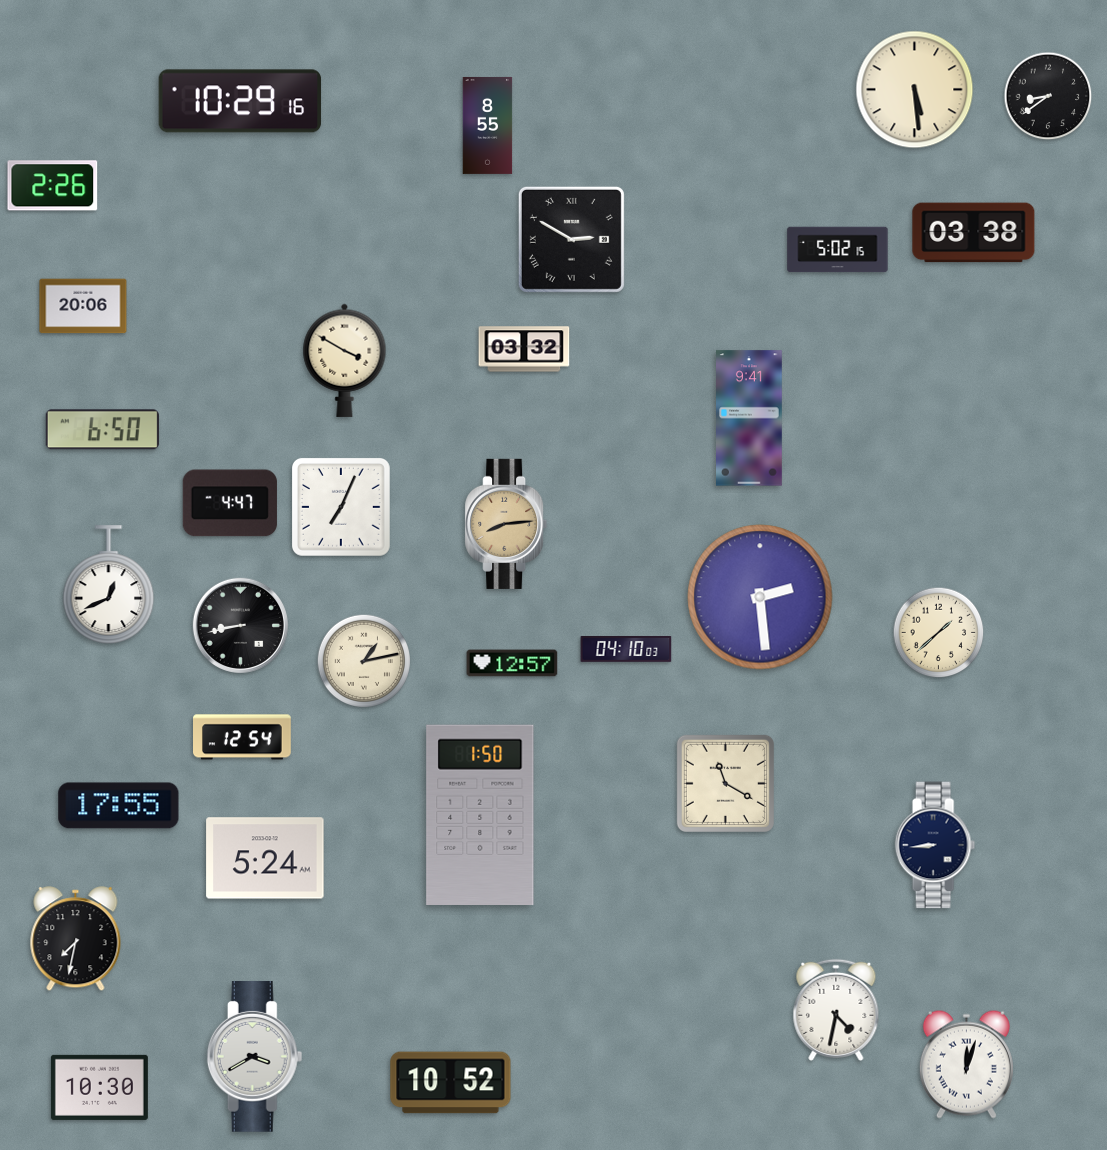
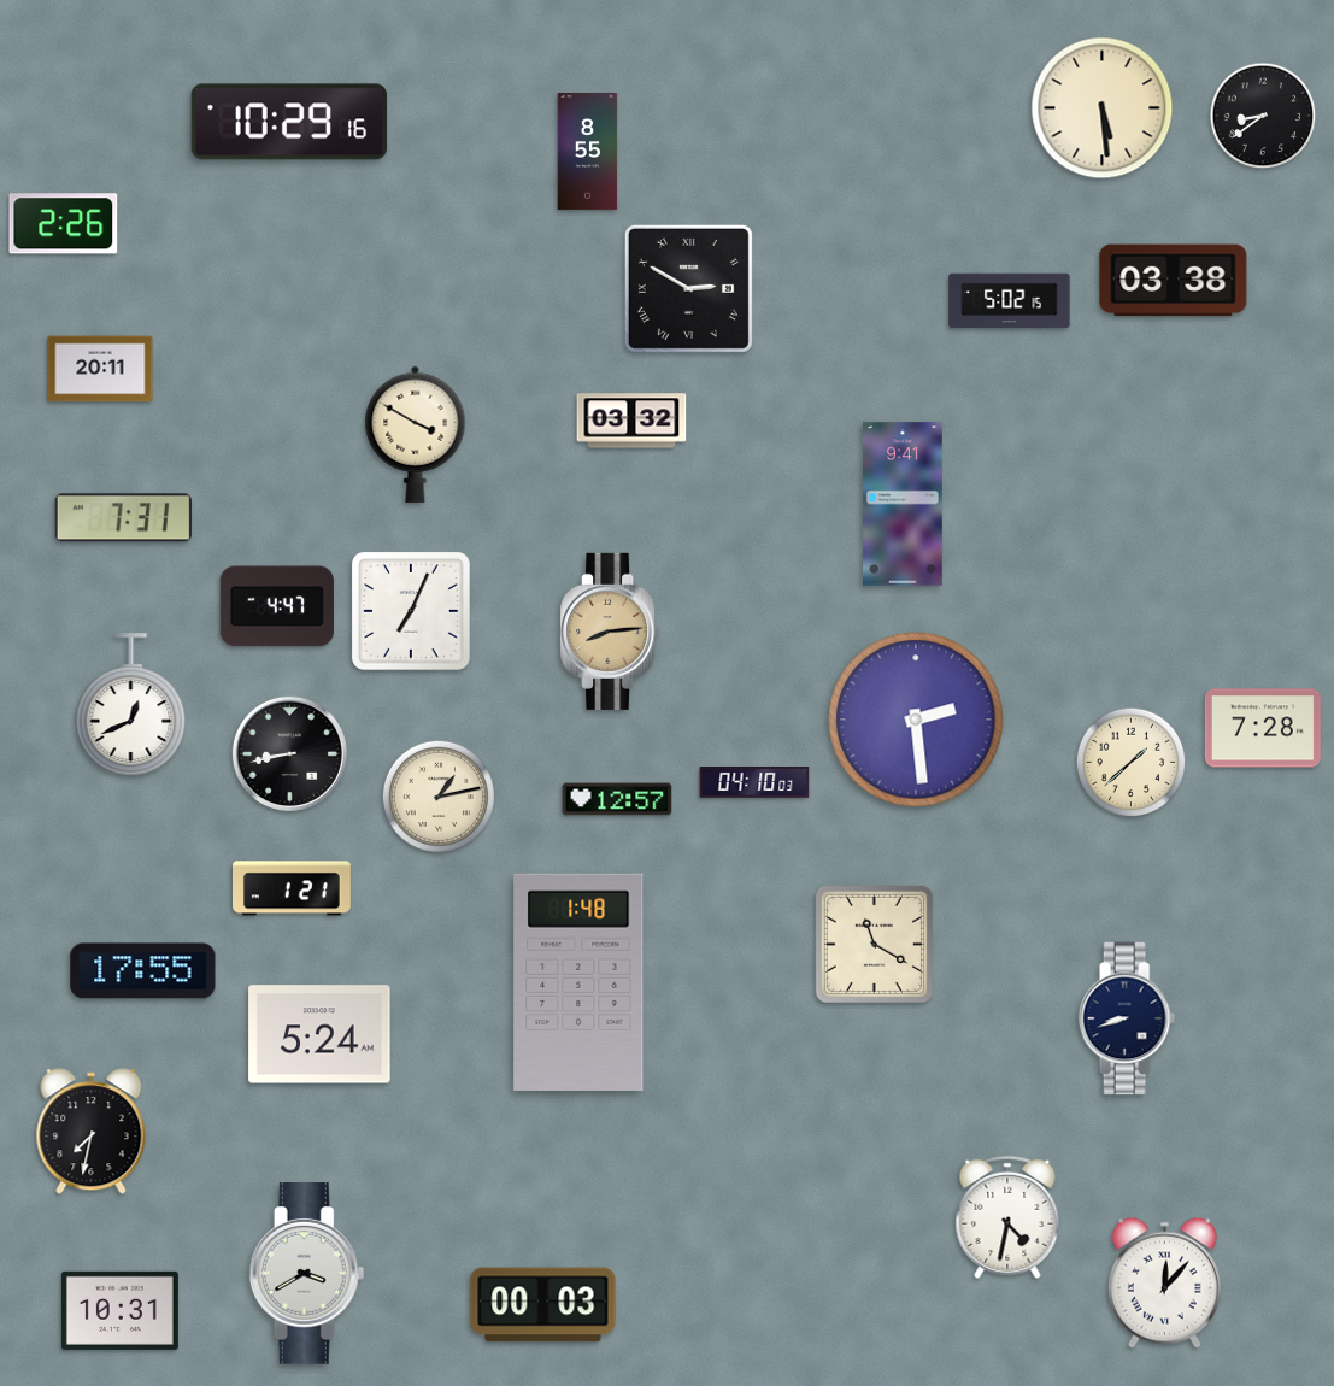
clock at (83, 306): 20:06 -> 20:11
clock at (102, 430): 6:50 -> 7:31
clock at (1263, 728): none -> 7:28
clock at (243, 737): 12:54 -> 1:21
clock at (480, 814): 1:50 -> 1:48
clock at (935, 845): 8:44 -> 8:42
clock at (966, 1064): 12:03 -> 12:07
clock at (451, 1083): 10:52 -> 00:03
clock at (99, 1087): 10:30 -> 10:31
